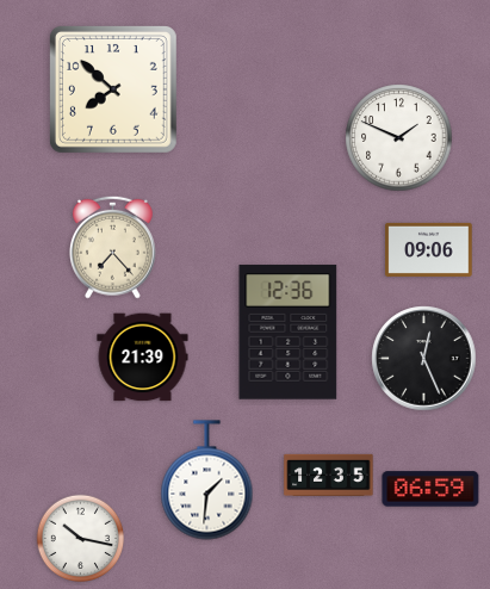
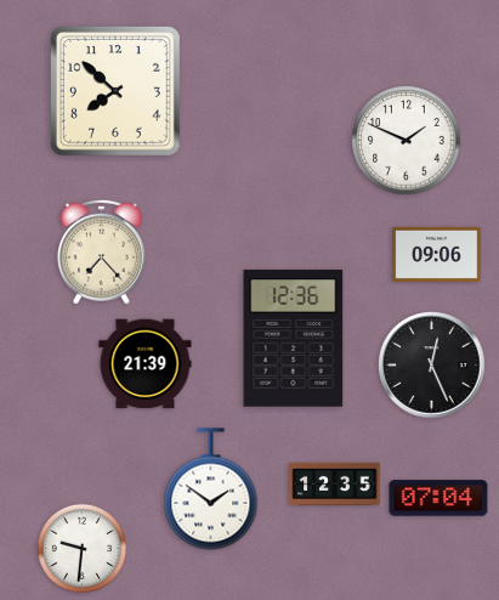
clock at (112, 247) position: (112, 247) -> (101, 251)
clock at (207, 480): 1:31 -> 1:51
clock at (430, 489): 06:59 -> 07:04
clock at (81, 539): 10:17 -> 9:31
